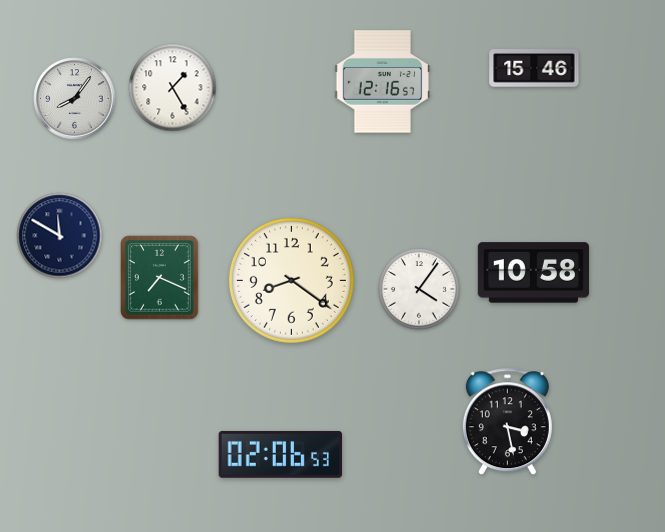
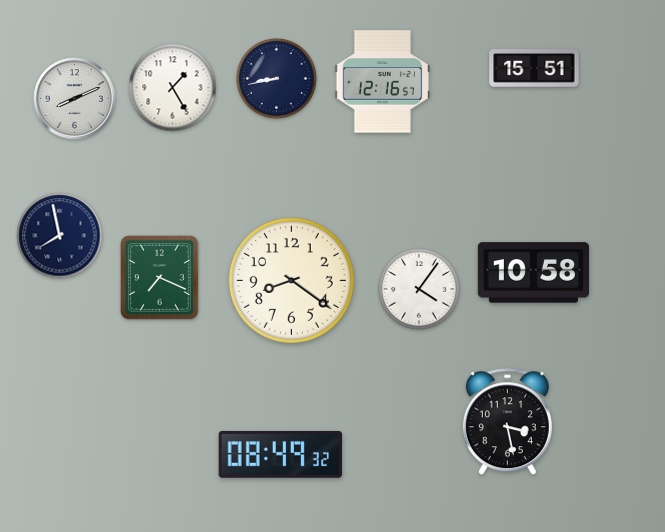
clock at (534, 69): 15:46 -> 15:51
clock at (276, 78): none -> 8:43
clock at (75, 99): 8:06 -> 8:11
clock at (60, 236): 11:50 -> 7:58
clock at (281, 455): 02:06 -> 08:49
